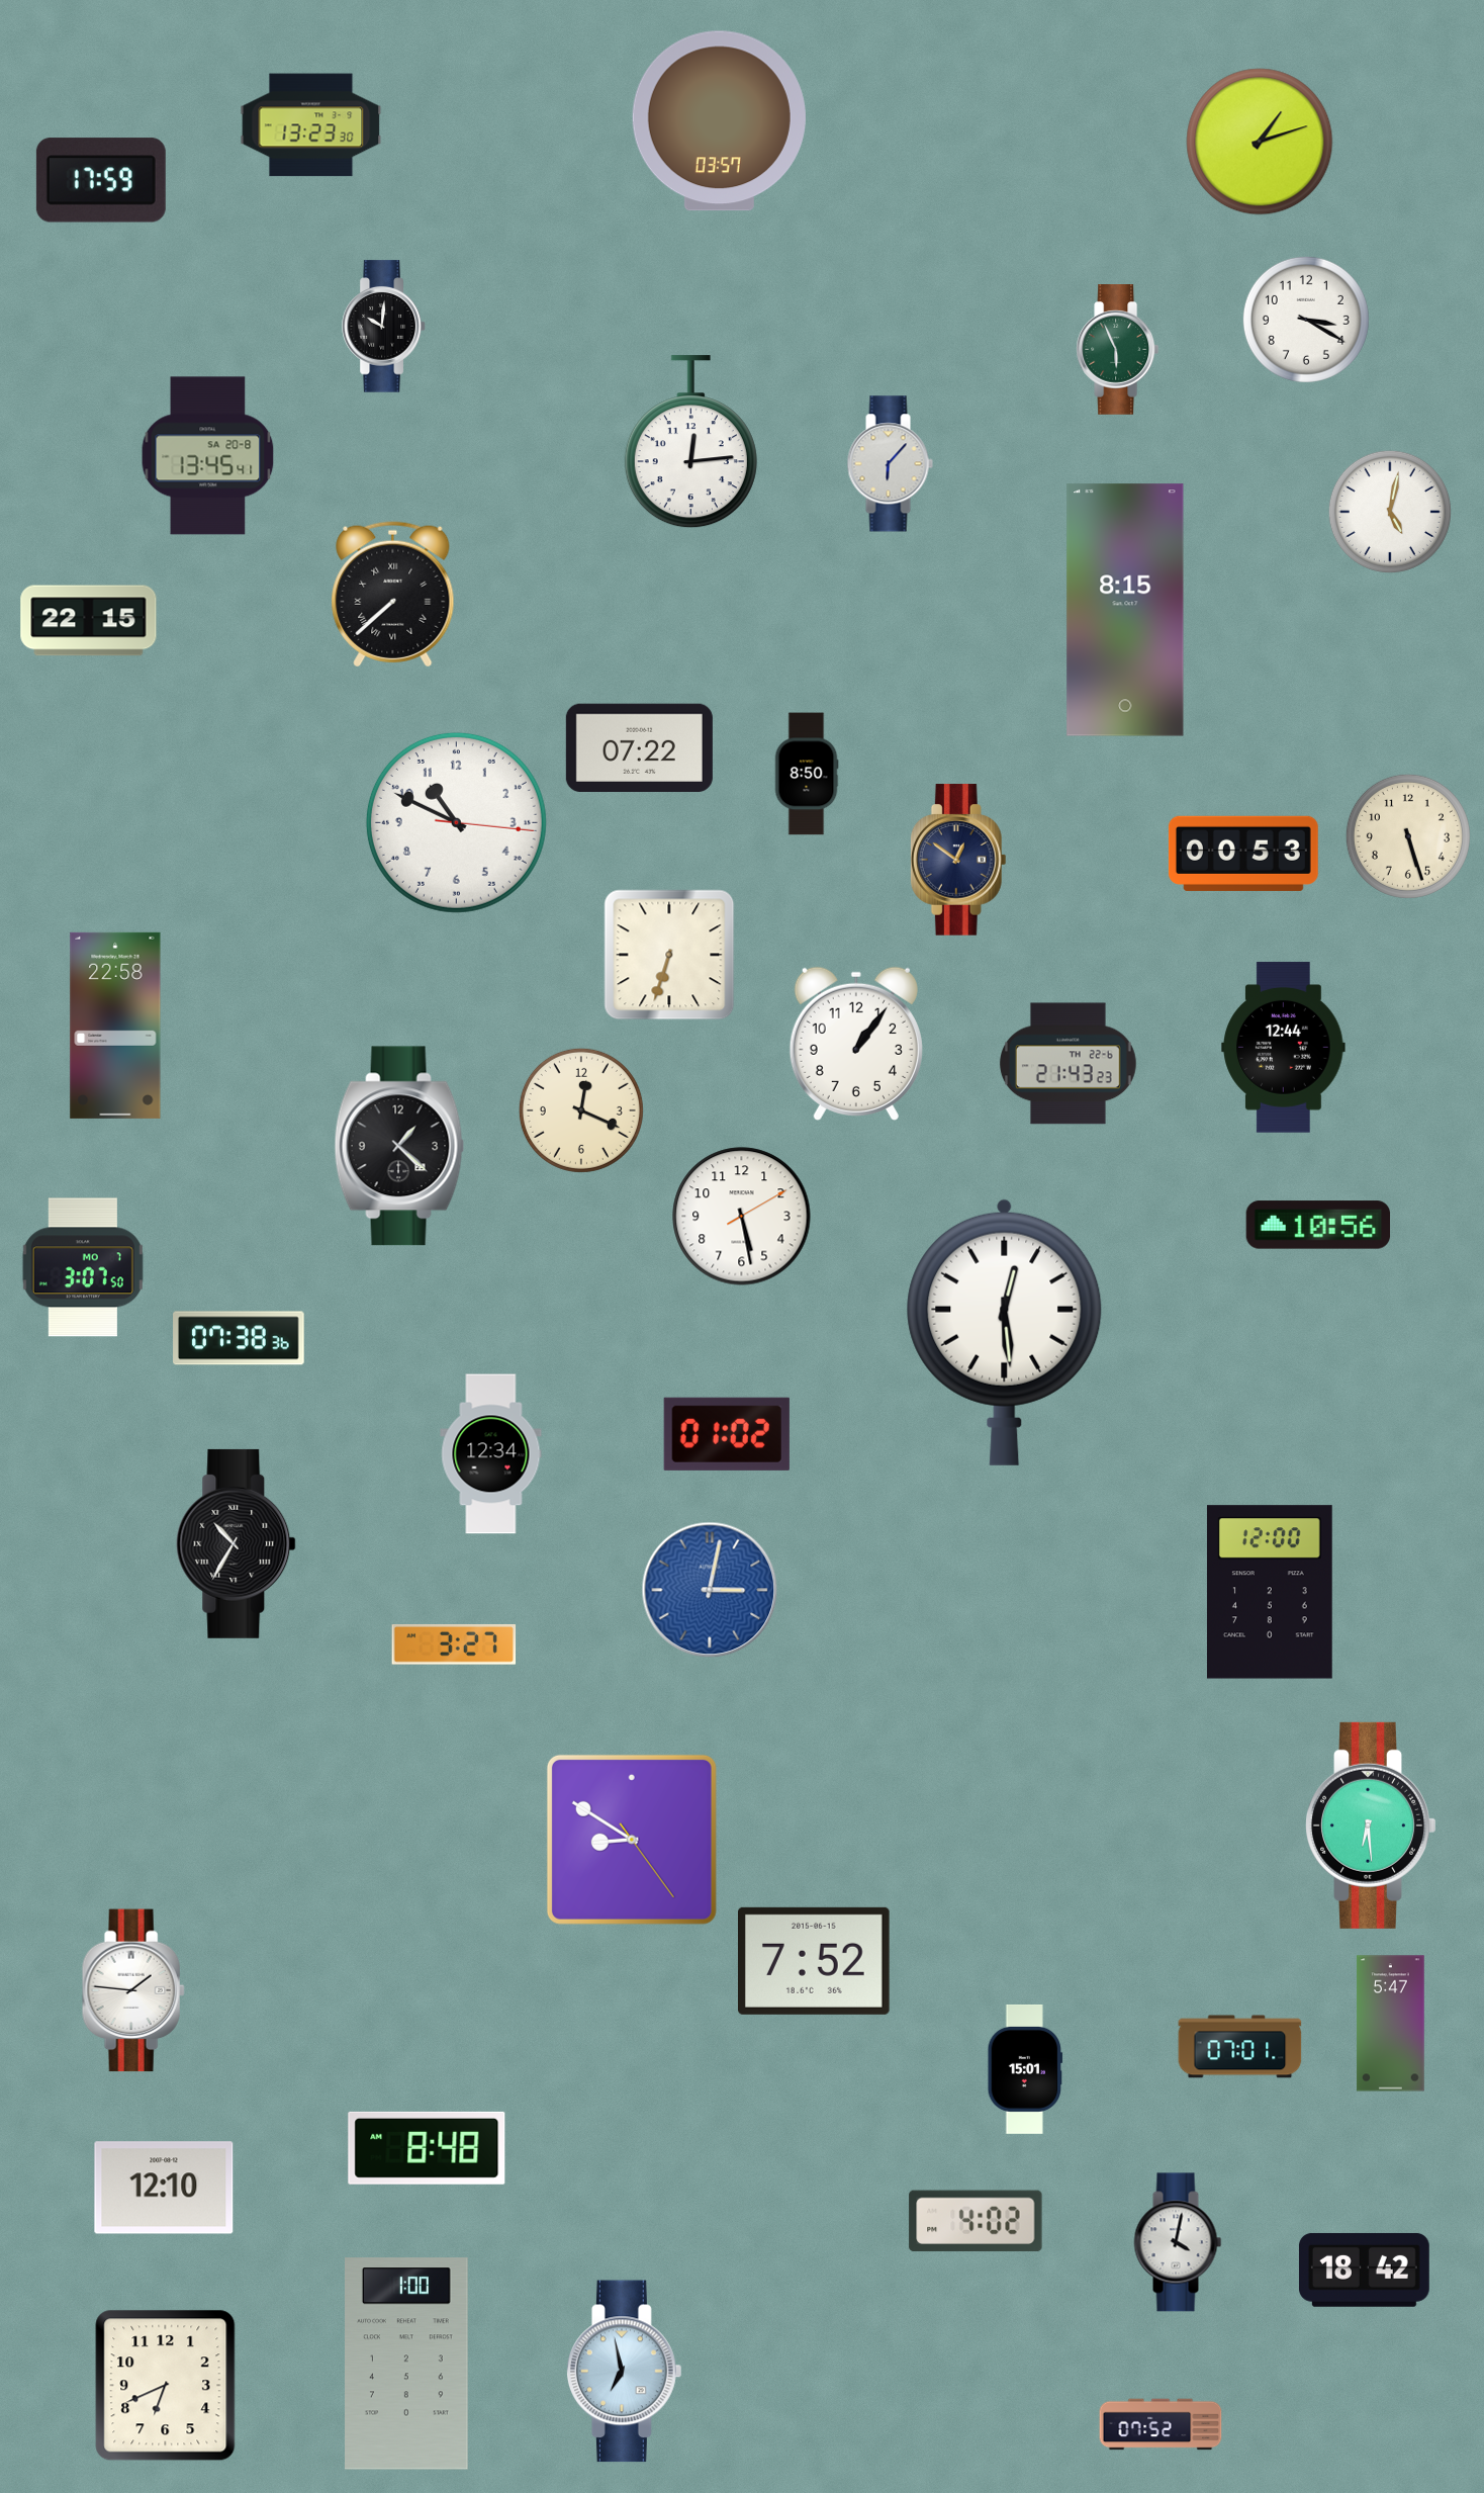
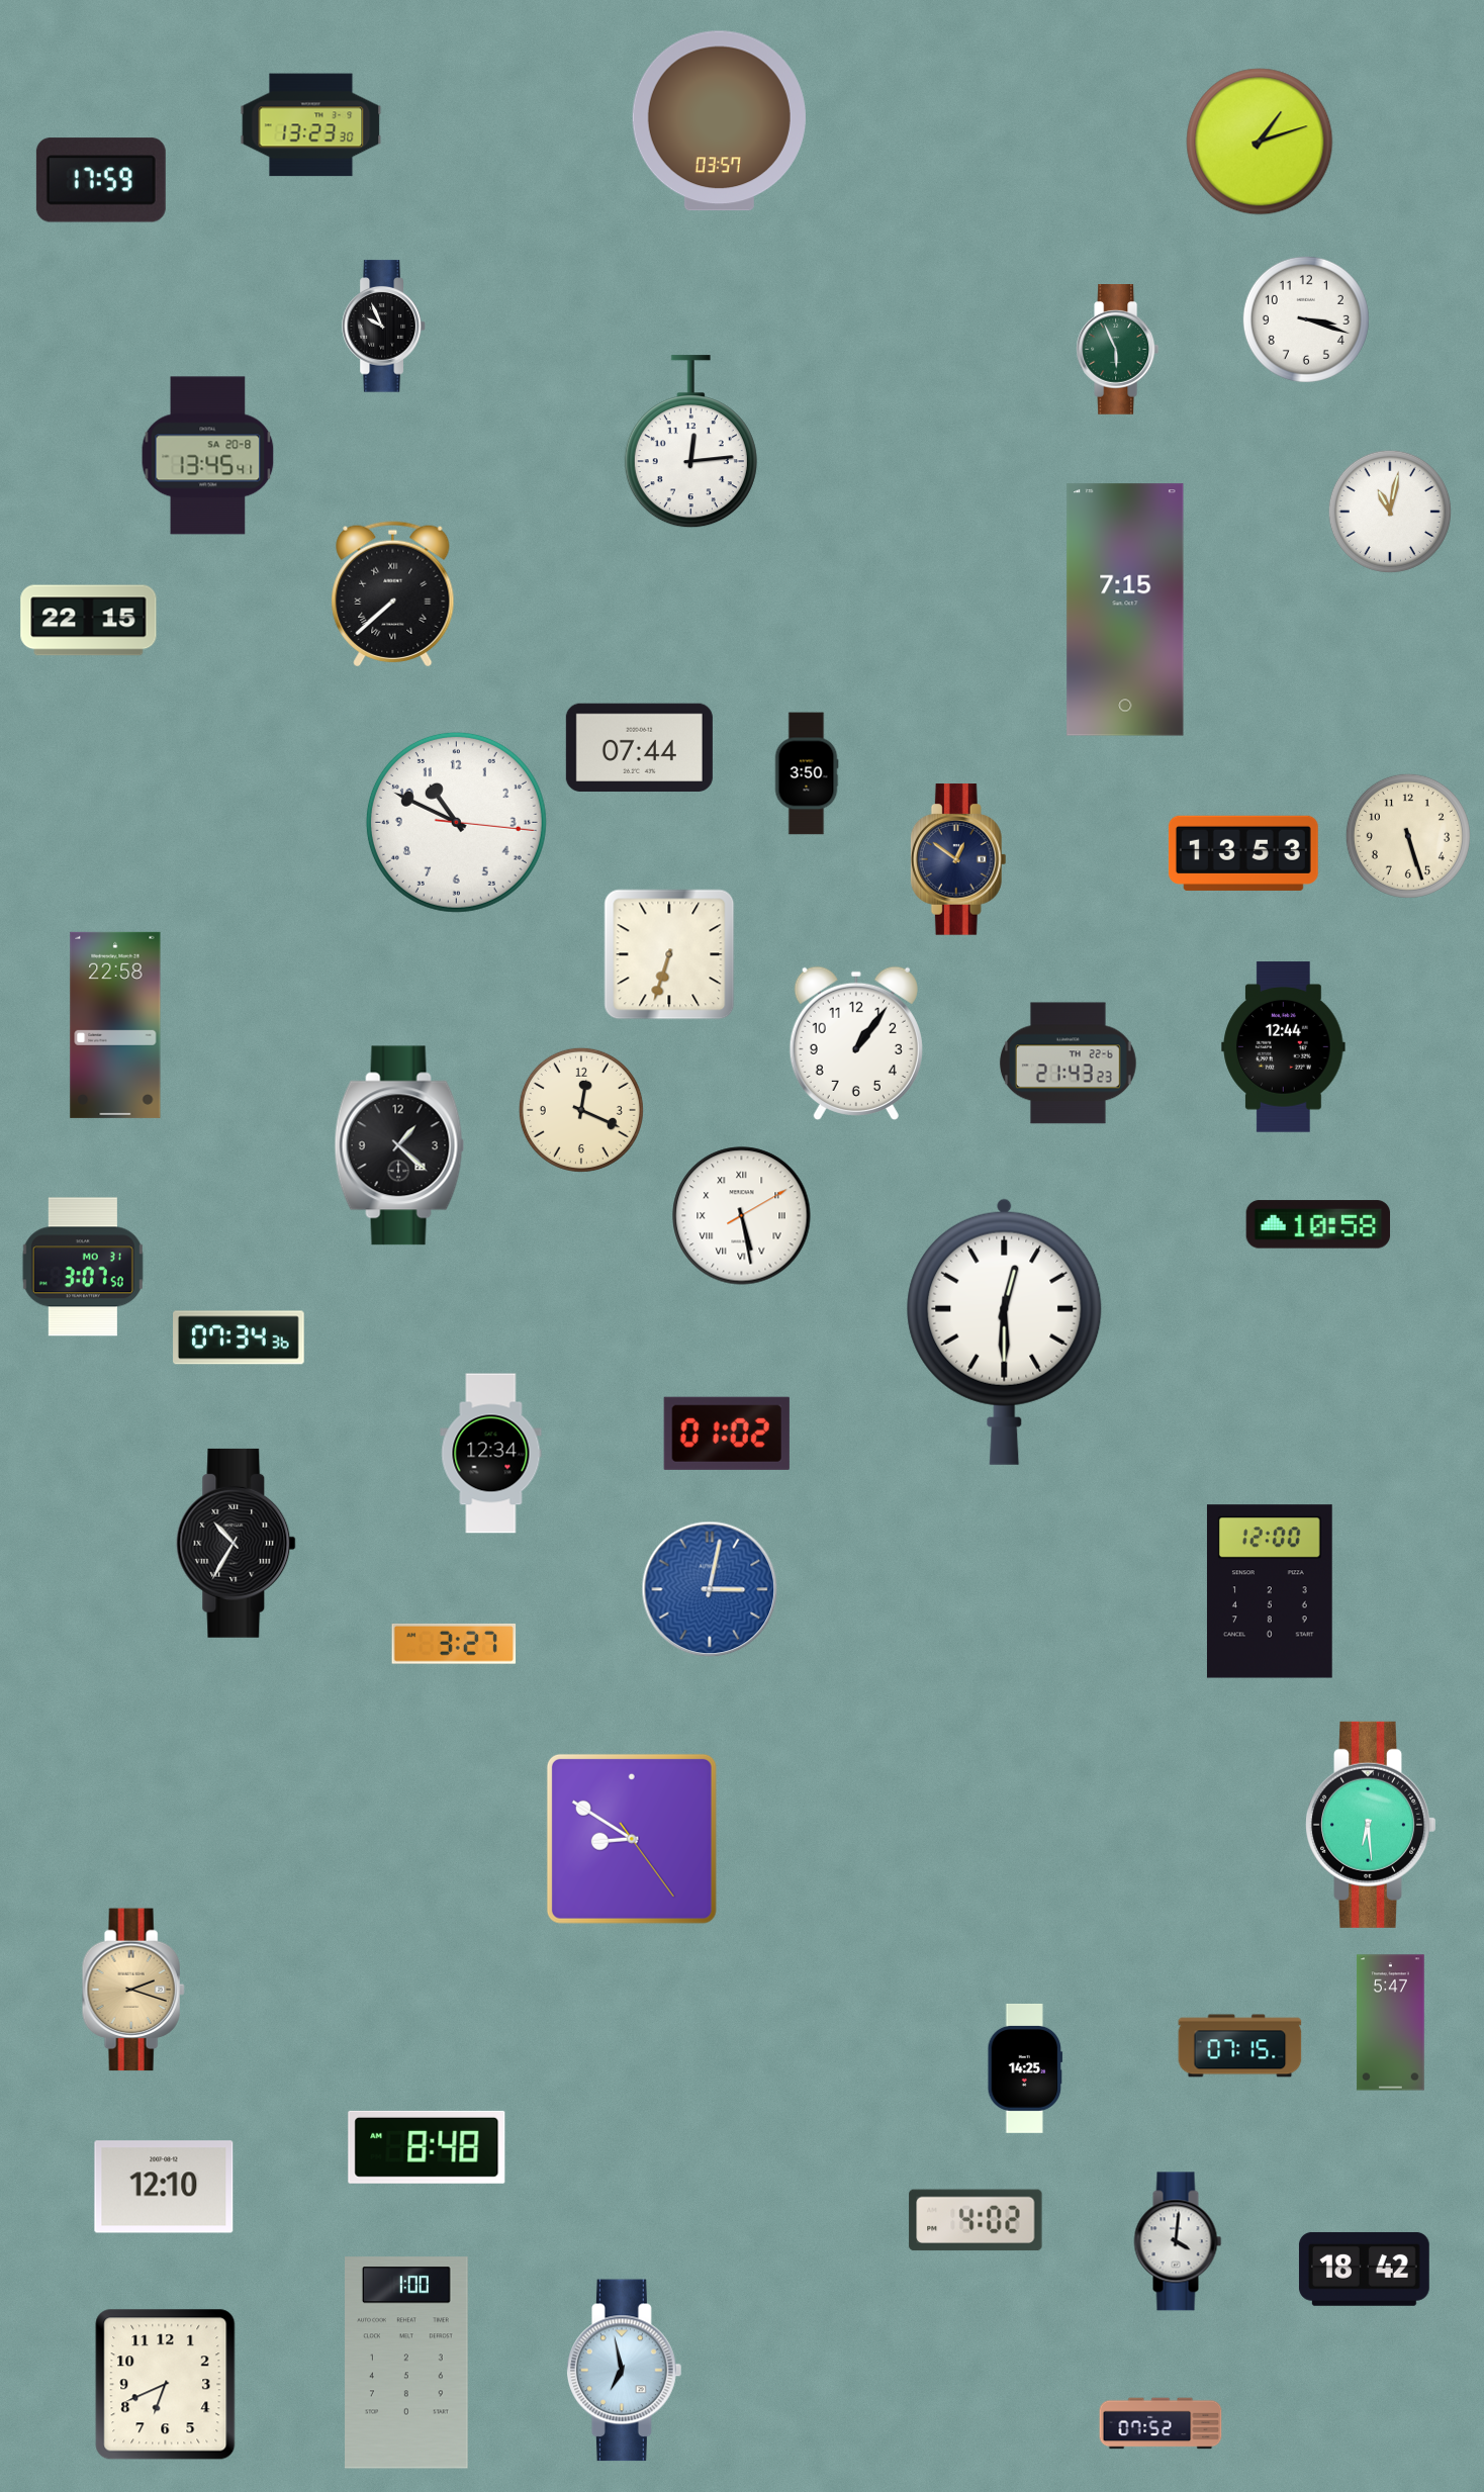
clock at (1306, 320): 3:20 -> 3:18
clock at (384, 327): 10:01 -> 9:56
clock at (890, 464): 6:07 -> none
clock at (1390, 512): 5:02 -> 11:02
clock at (1125, 610): 8:15 -> 7:15
clock at (639, 747): 07:22 -> 07:44
clock at (807, 774): 8:50 -> 3:50
clock at (1243, 854): 00:53 -> 13:53
clock at (742, 1217) numerals: Arabic -> Roman
clock at (1318, 1225): 10:56 -> 10:58
clock at (83, 1267) date: MO 7 -> MO 31
clock at (1005, 1332): 12:29 -> 12:30
clock at (239, 1338): 07:38 -> 07:34
clock at (815, 1961): 7:52 -> none
clock at (133, 1990): 1:46 -> 2:18
clock at (133, 1990) dial: white -> champagne
clock at (1240, 2047): 07:01 -> 07:15
clock at (1025, 2069): 15:01 -> 14:25
clock at (1178, 2242): 4:02 -> 4:01
